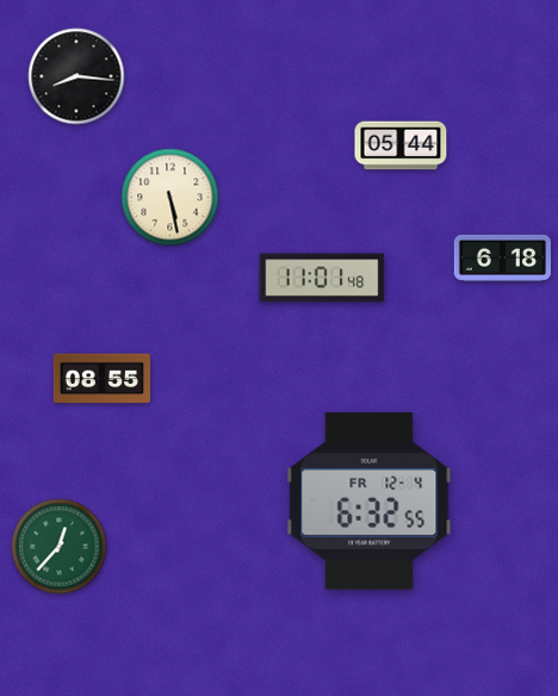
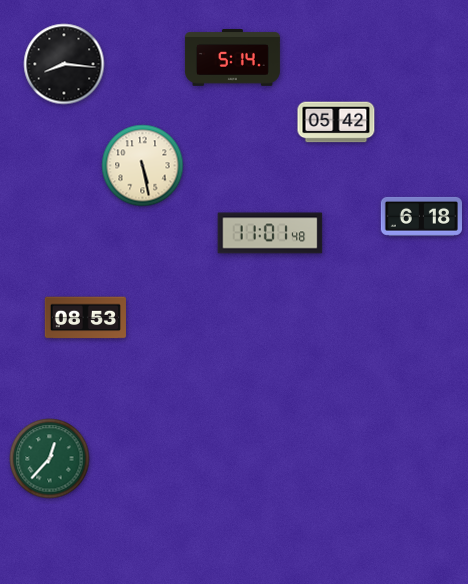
clock at (232, 58): none -> 5:14
clock at (401, 145): 05:44 -> 05:42
clock at (101, 379): 08:55 -> 08:53
clock at (370, 502): 6:32 -> none
